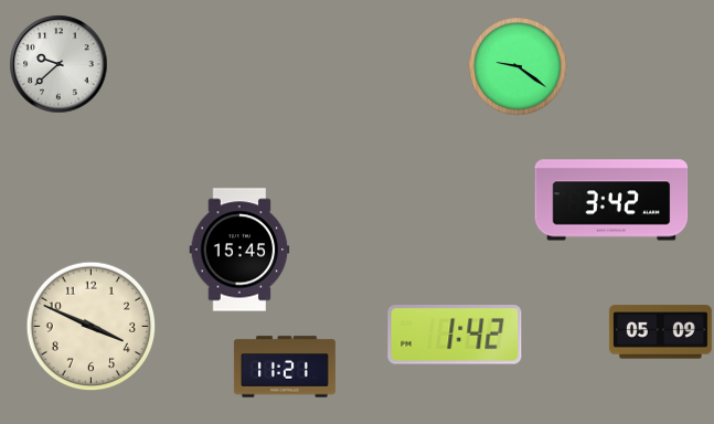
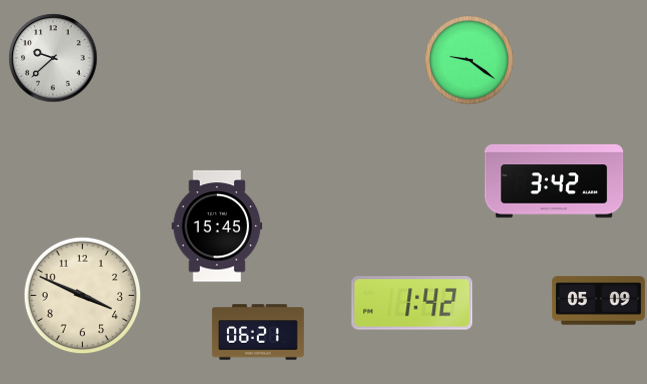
clock at (285, 367): 11:21 -> 06:21
